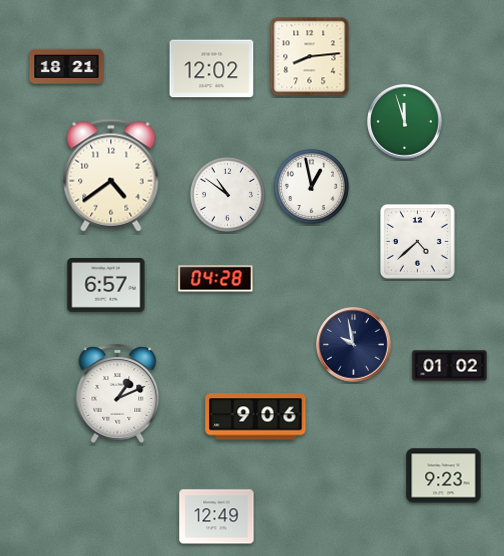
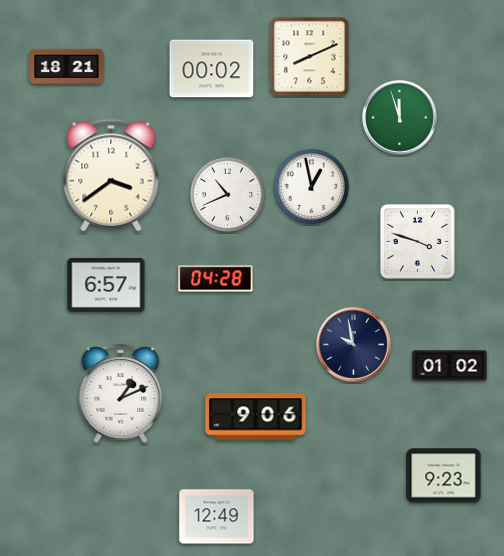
clock at (310, 57): 8:14 -> 8:11
clock at (212, 69): 12:02 -> 00:02
clock at (405, 122) position: (405, 122) -> (400, 118)
clock at (111, 175): 4:39 -> 3:39
clock at (227, 194): 10:51 -> 10:41
clock at (418, 242): 4:38 -> 3:48
clock at (118, 393) position: (118, 393) -> (121, 393)
